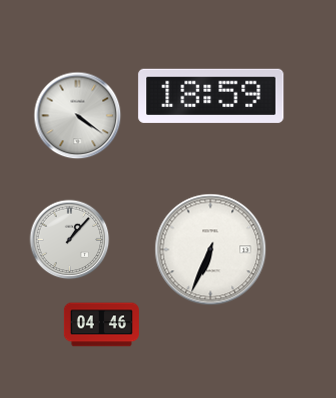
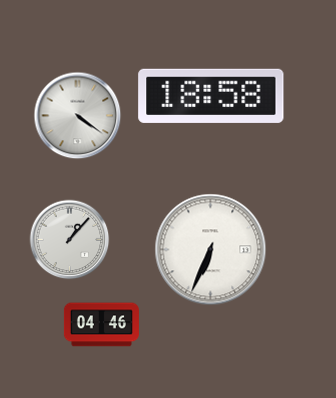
clock at (211, 96): 18:59 -> 18:58
